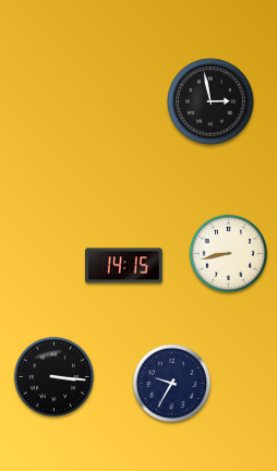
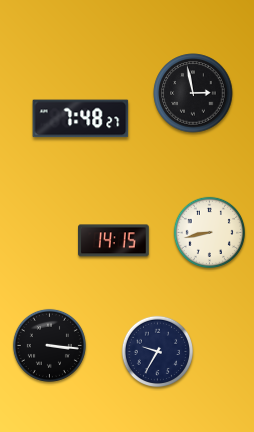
clock at (81, 119): none -> 7:48
clock at (124, 266) position: (124, 266) -> (114, 241)
